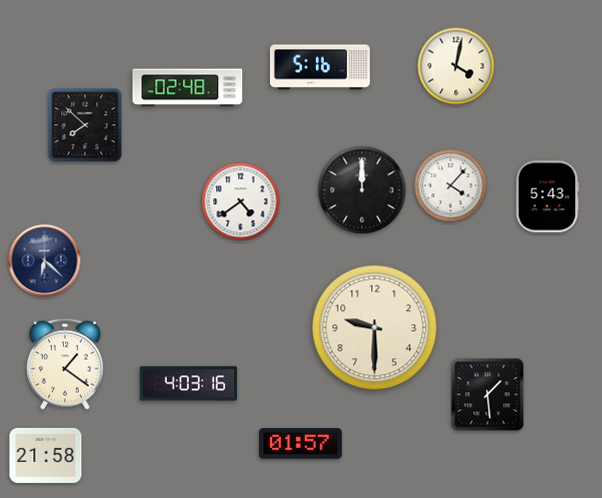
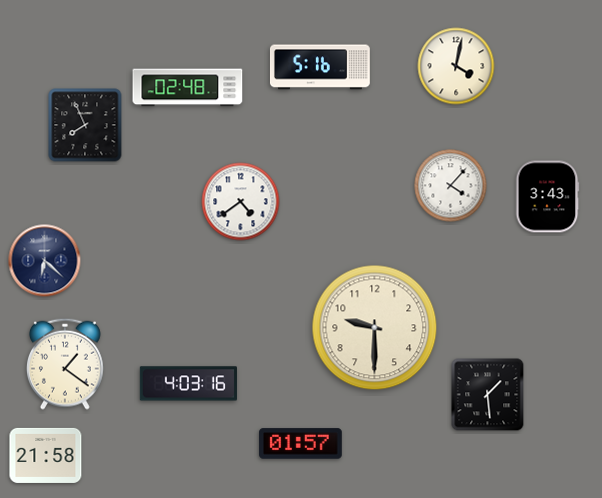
clock at (85, 125): 7:52 -> 7:56
clock at (362, 190): 12:00 -> none
clock at (547, 197): 5:43 -> 3:43
